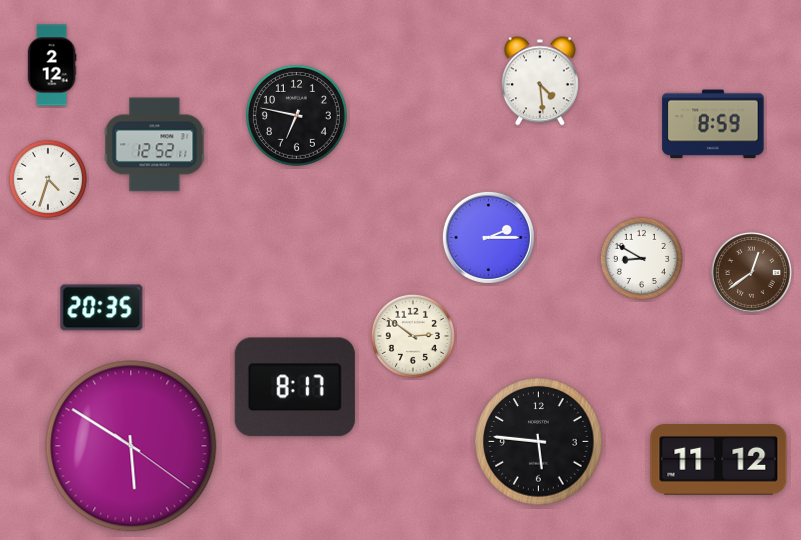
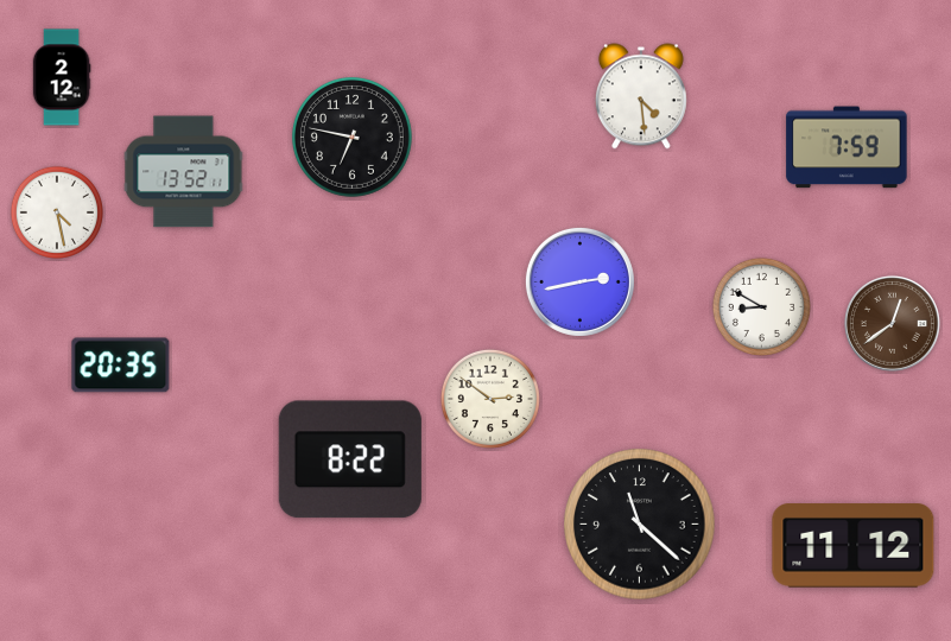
clock at (713, 124): 8:59 -> 7:59
clock at (155, 145): 12:52 -> 13:52
clock at (48, 179): 4:33 -> 4:28
clock at (488, 237): 2:15 -> 2:43
clock at (295, 387): 8:17 -> 8:22
clock at (539, 442): 5:46 -> 11:22
clock at (131, 446): 5:50 -> none
